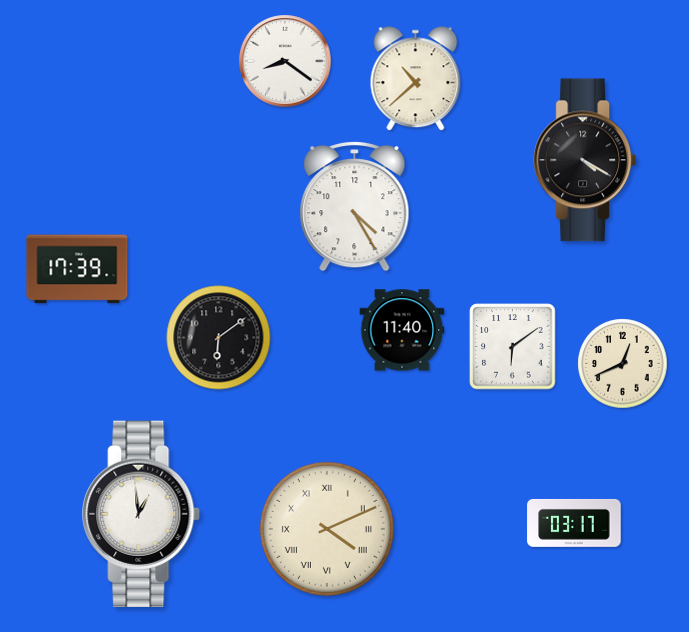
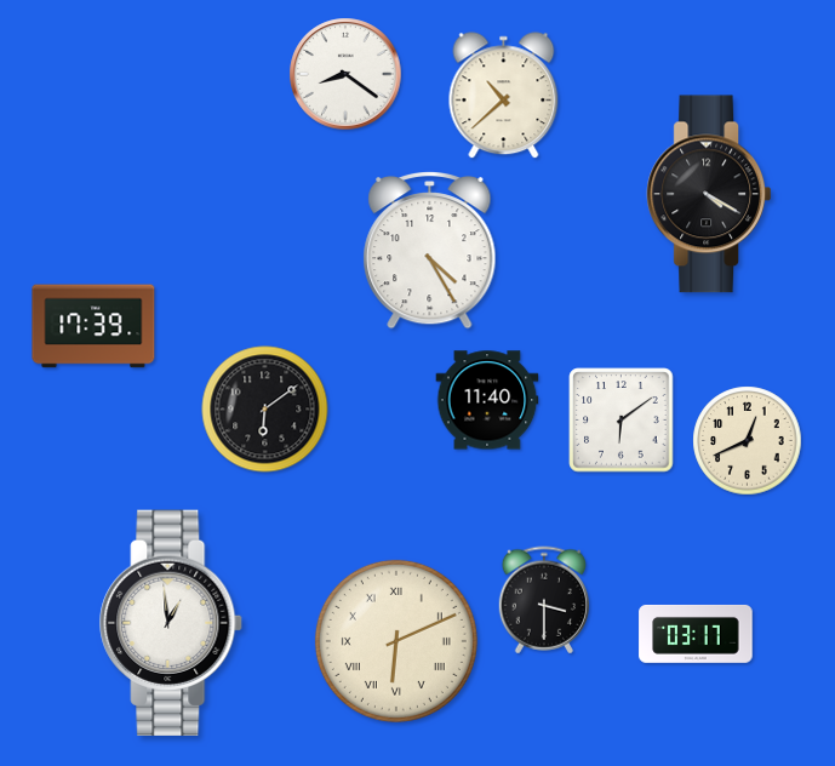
clock at (623, 364) position: (623, 364) -> (748, 441)
clock at (543, 600): none -> 3:30
clock at (327, 529): 4:11 -> 6:11
